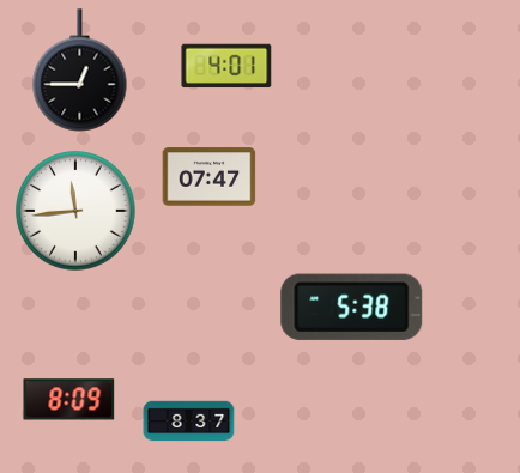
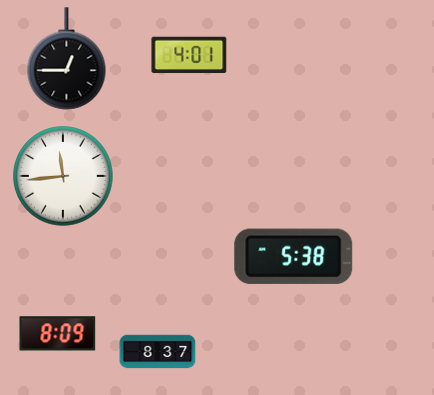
clock at (210, 177): 07:47 -> none
